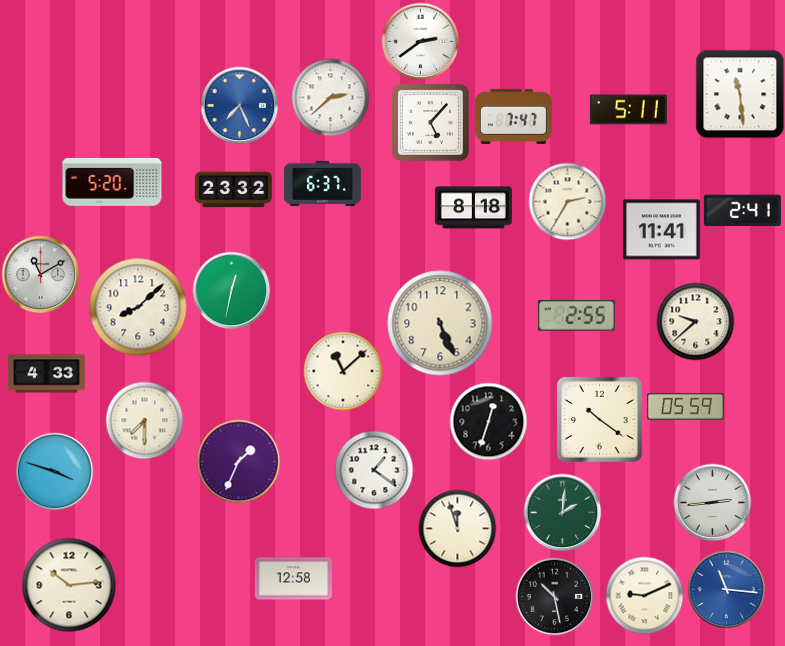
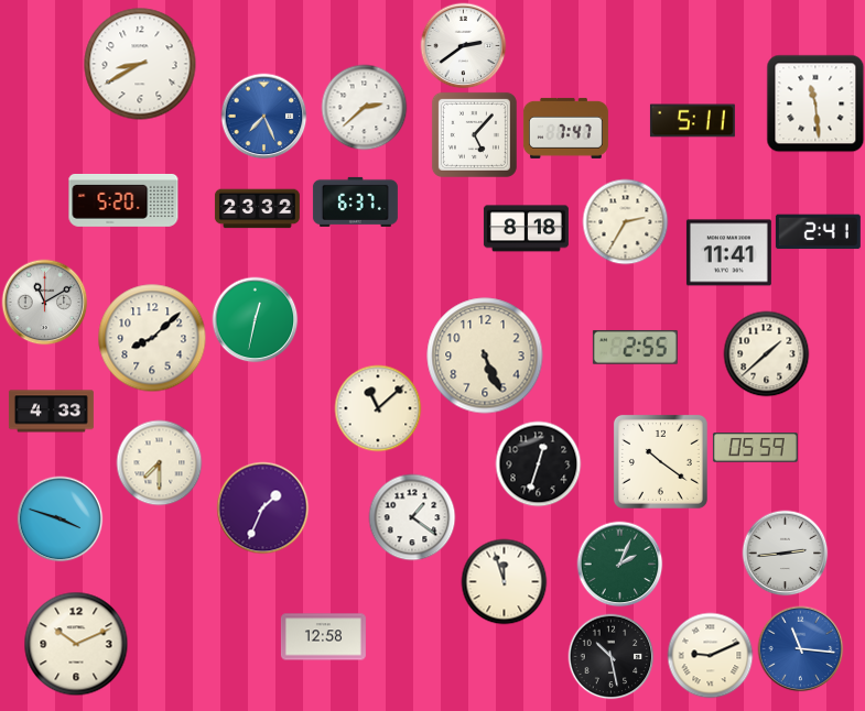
clock at (140, 64): none -> 8:40
clock at (473, 208) position: (473, 208) -> (526, 229)
clock at (695, 321): 9:38 -> 1:38
clock at (562, 512): 2:01 -> 2:04
clock at (69, 585): 10:14 -> 10:11
